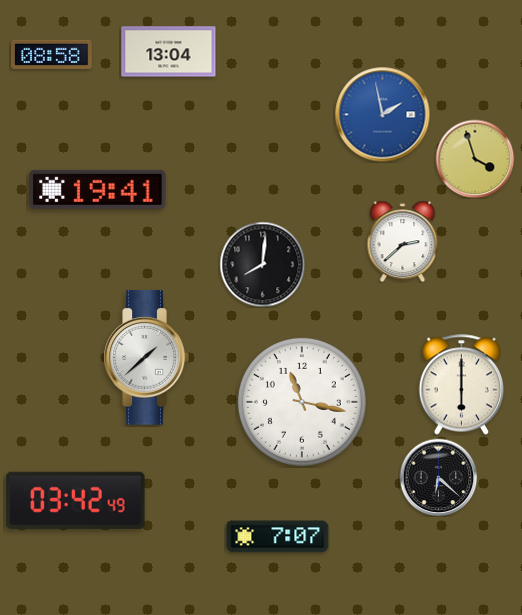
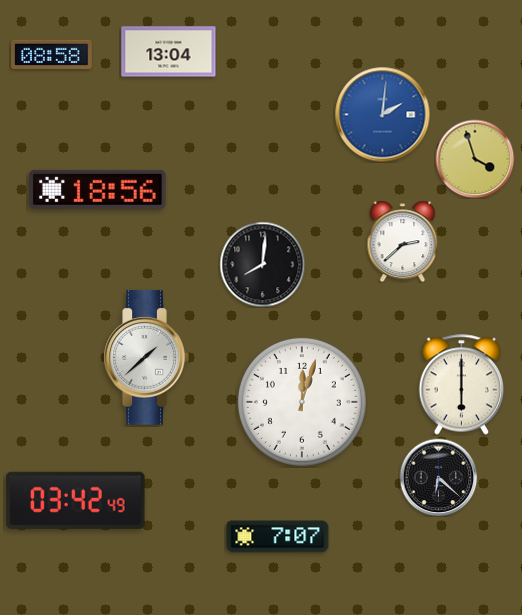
clock at (382, 114): 1:58 -> 2:01
clock at (98, 189): 19:41 -> 18:56
clock at (302, 402): 11:17 -> 12:03
